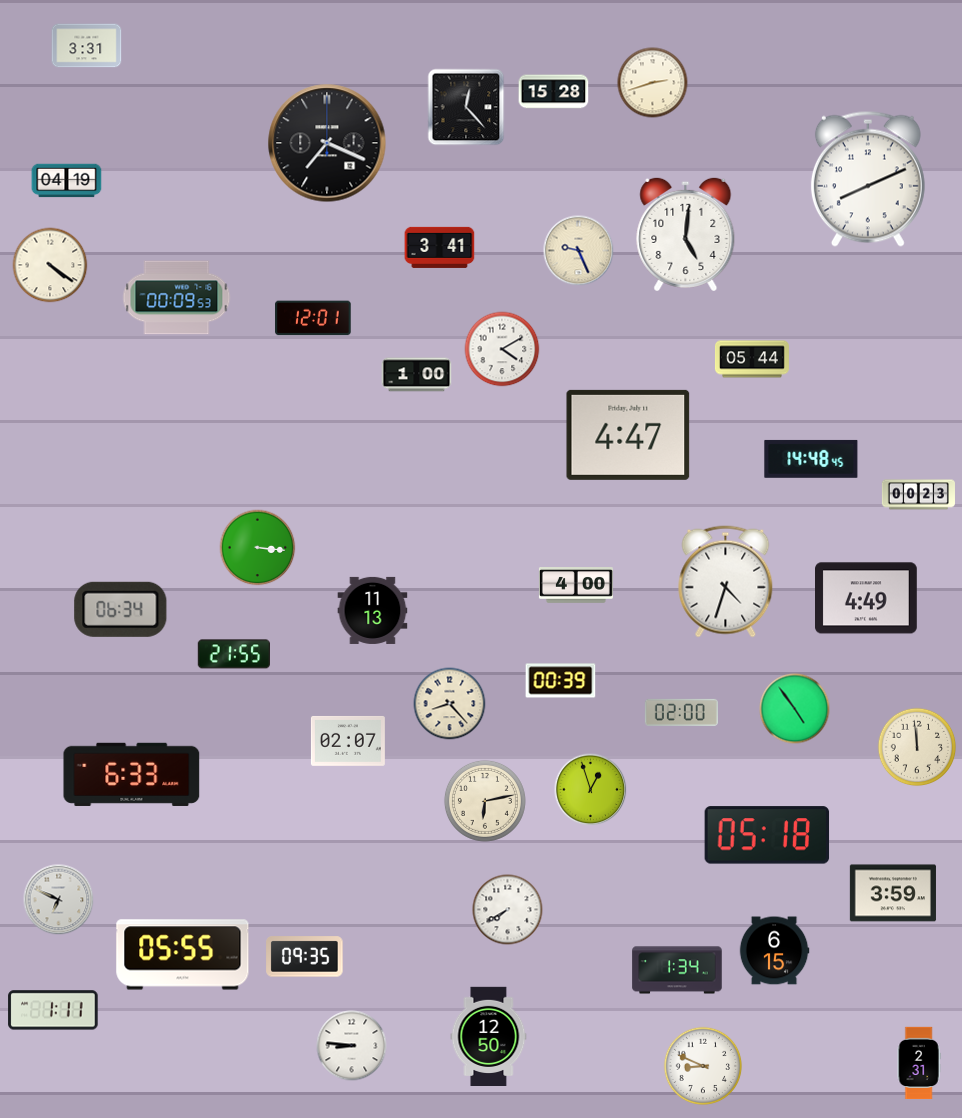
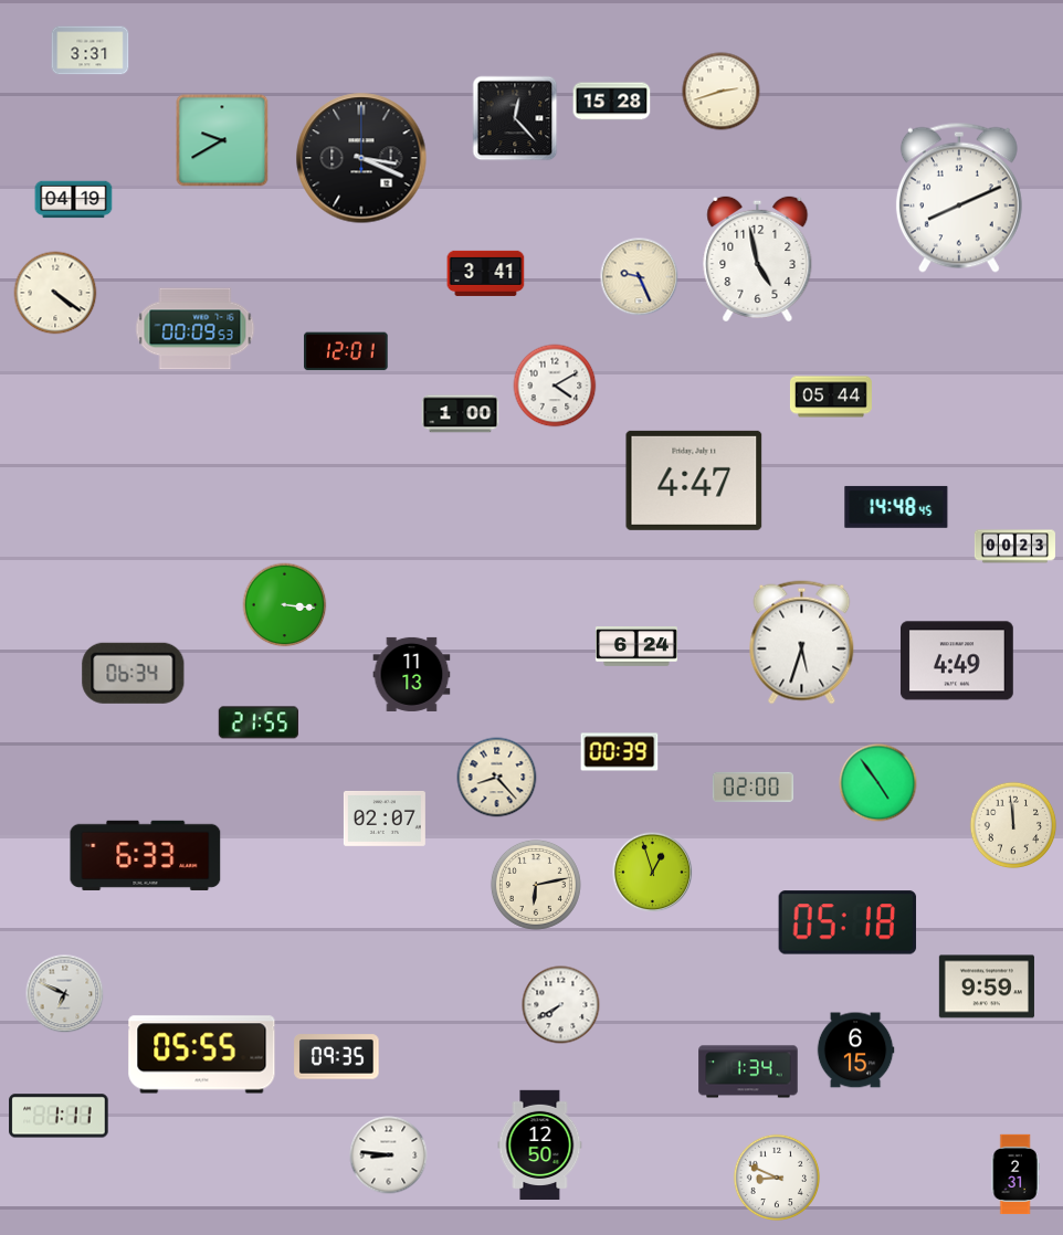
clock at (87, 46) position: (87, 46) -> (91, 51)
clock at (222, 140): none -> 9:40
clock at (327, 143): 7:19 -> 3:19
clock at (686, 234): 5:01 -> 4:58
clock at (726, 582): 4:33 -> 5:33
clock at (576, 586): 4:00 -> 6:24
clock at (893, 893): 3:59 -> 9:59
